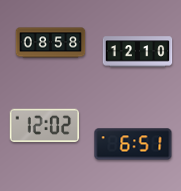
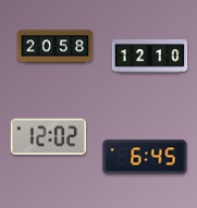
clock at (51, 43): 08:58 -> 20:58
clock at (133, 144): 6:51 -> 6:45
